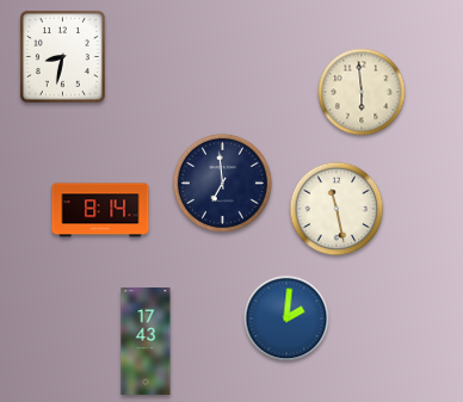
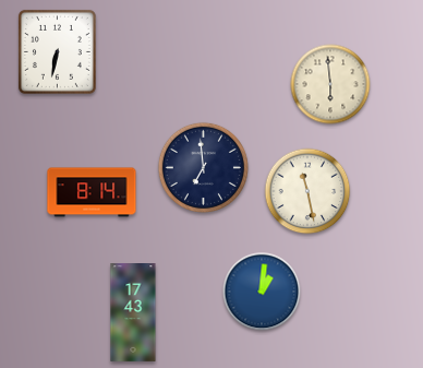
clock at (62, 56): 8:32 -> 6:32
clock at (286, 318): 2:01 -> 1:01
